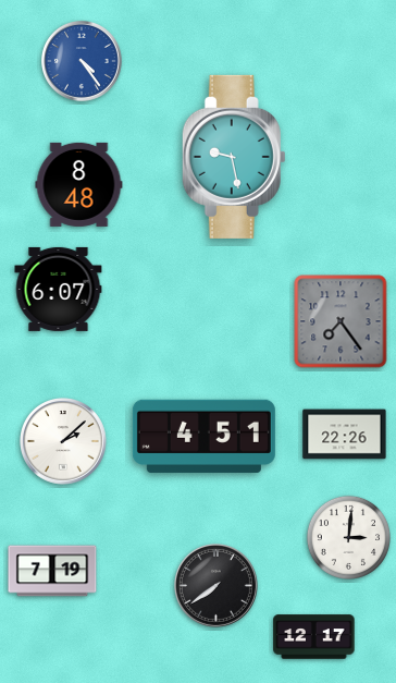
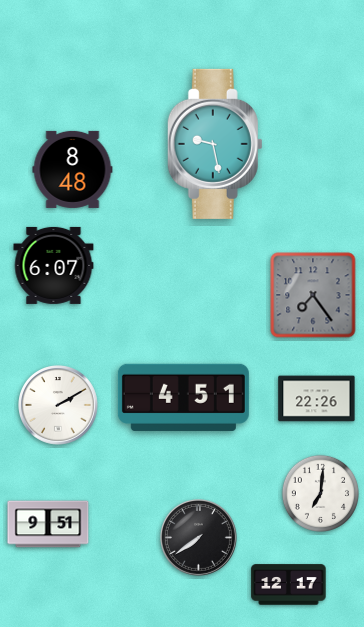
clock at (82, 61): 4:24 -> none
clock at (203, 436) position: (203, 436) -> (183, 397)
clock at (64, 442): 2:08 -> 2:10
clock at (348, 537): 3:01 -> 7:01
clock at (52, 571): 7:19 -> 9:51
